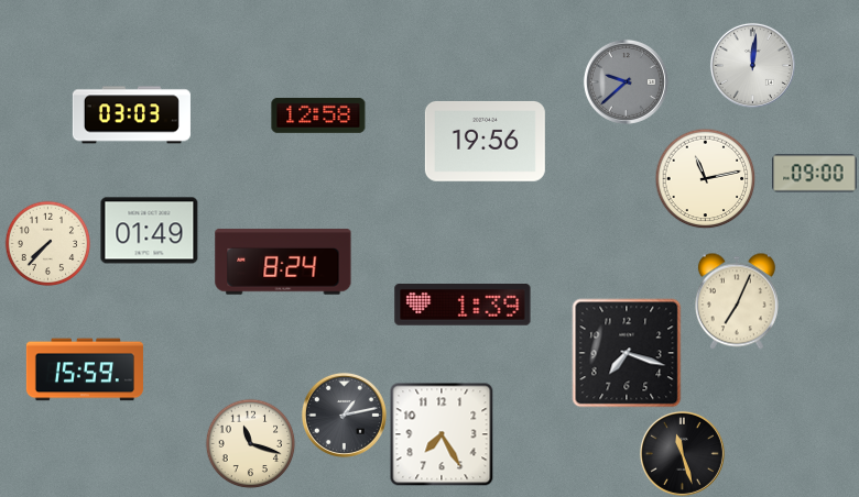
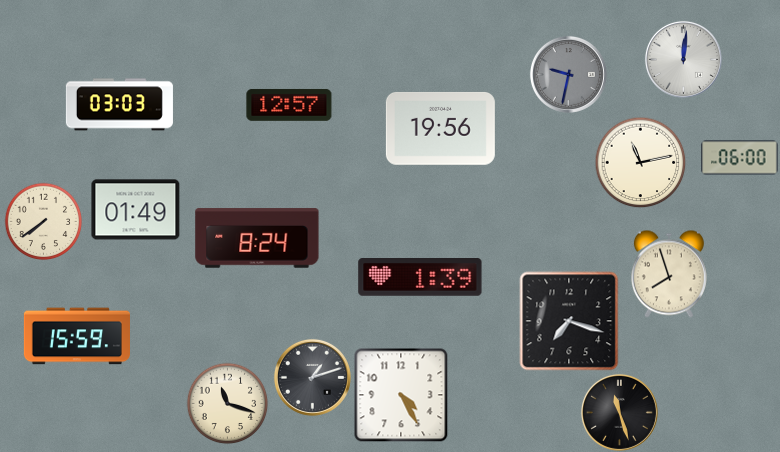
clock at (626, 81): 9:38 -> 9:32
clock at (318, 115): 12:58 -> 12:57
clock at (815, 174): 09:00 -> 06:00
clock at (47, 243): 7:37 -> 7:39
clock at (737, 301): 7:04 -> 7:57
clock at (344, 415): 1:13 -> 1:12
clock at (442, 434): 7:25 -> 4:25
